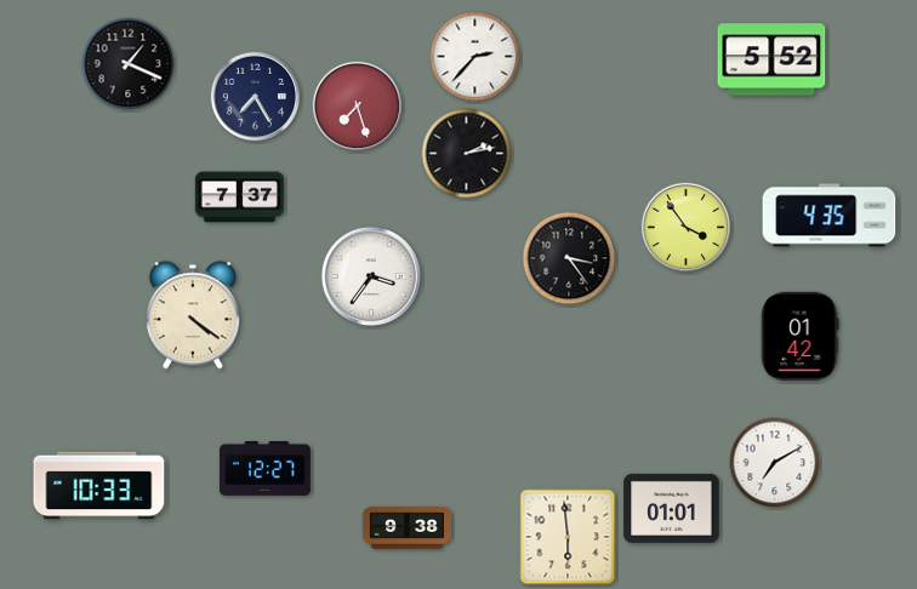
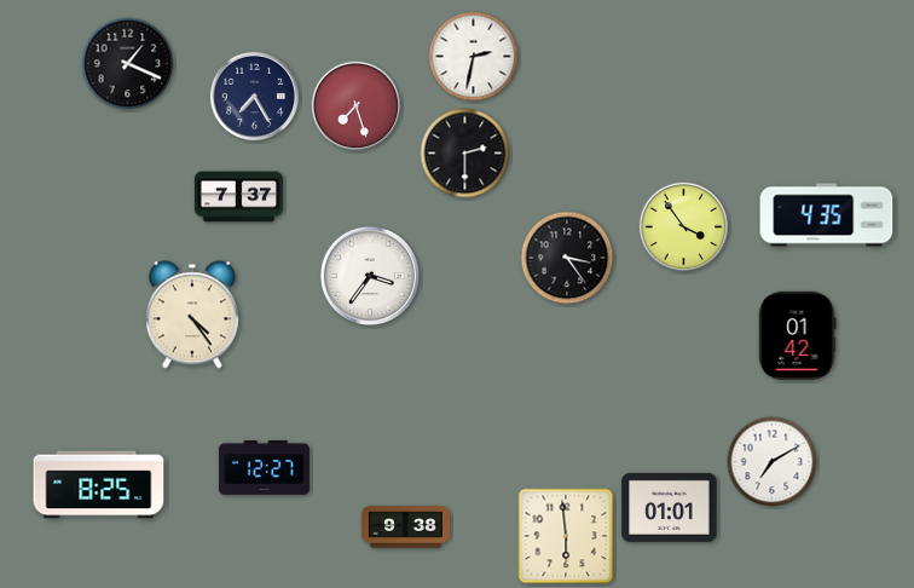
clock at (475, 57): 2:37 -> 2:32
clock at (771, 59): 5:52 -> none
clock at (467, 154): 2:13 -> 2:30
clock at (193, 315): 4:21 -> 4:24
clock at (99, 486): 10:33 -> 8:25
